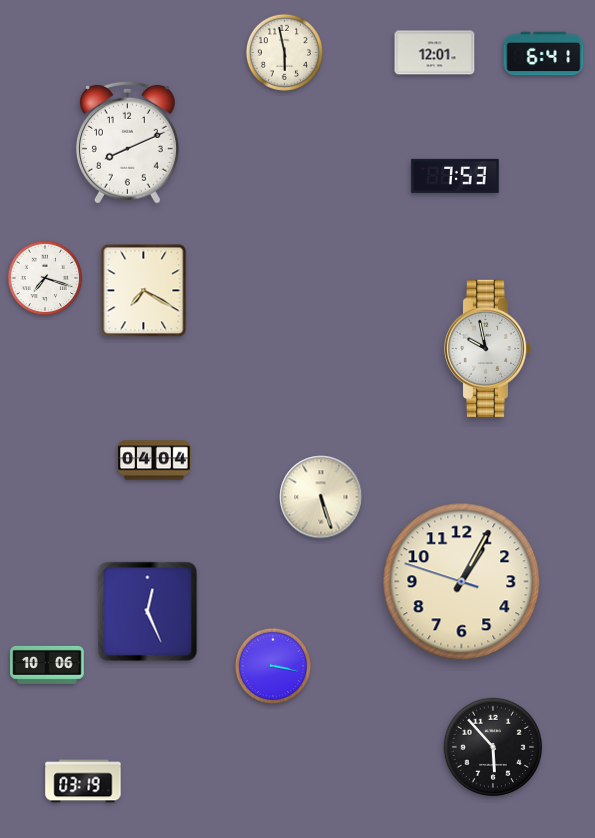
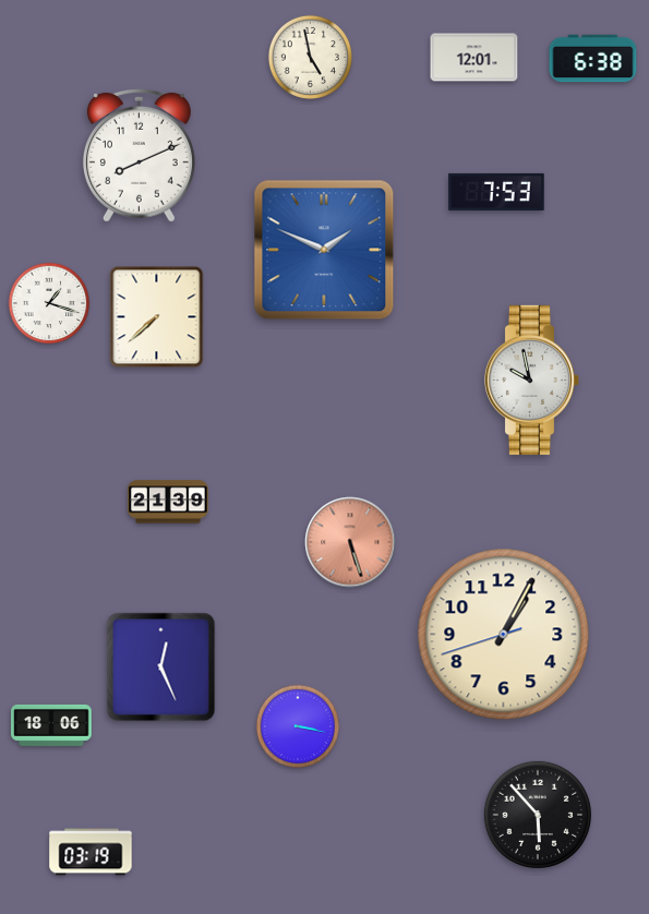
clock at (284, 52): 5:58 -> 4:58
clock at (544, 54): 6:41 -> 6:38
clock at (324, 250): none -> 1:49
clock at (45, 278): 7:18 -> 1:18
clock at (144, 291): 7:20 -> 7:38
clock at (154, 460): 04:04 -> 21:39
clock at (321, 497) dial: cream -> salmon
clock at (462, 582): 1:04:48 -> 1:04:42
clock at (47, 665): 10:06 -> 18:06
